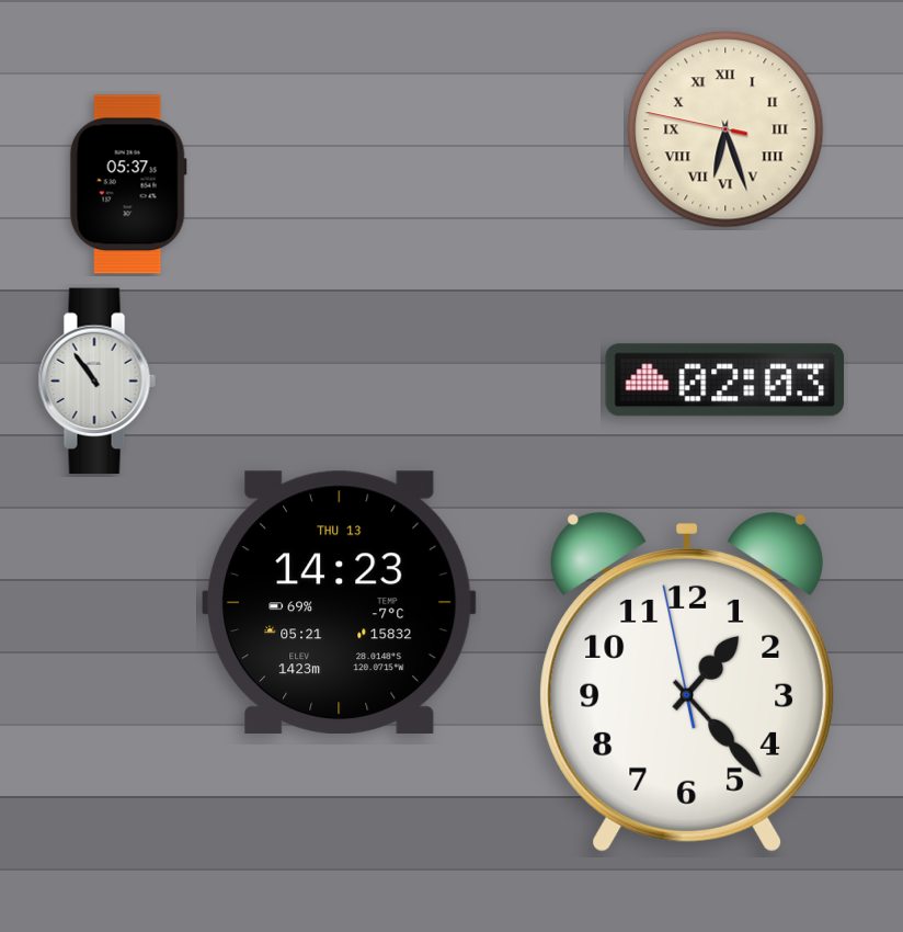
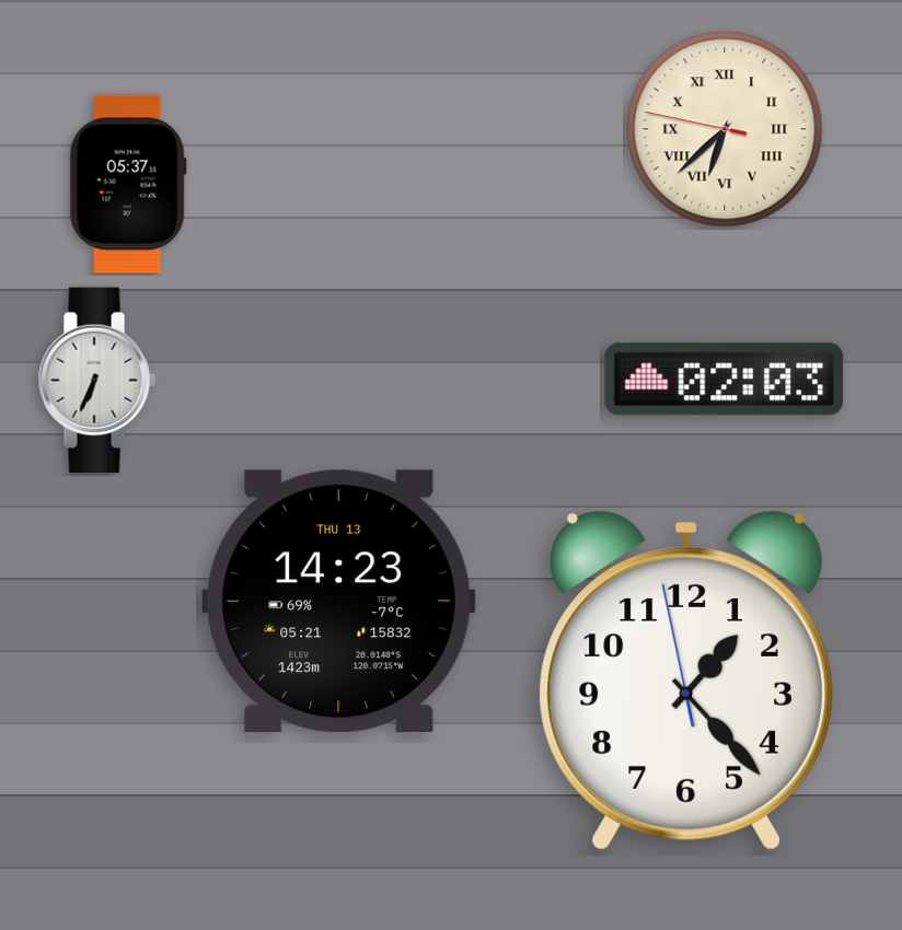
clock at (725, 129): 6:26 -> 6:37
clock at (96, 382): 10:54 -> 6:34
